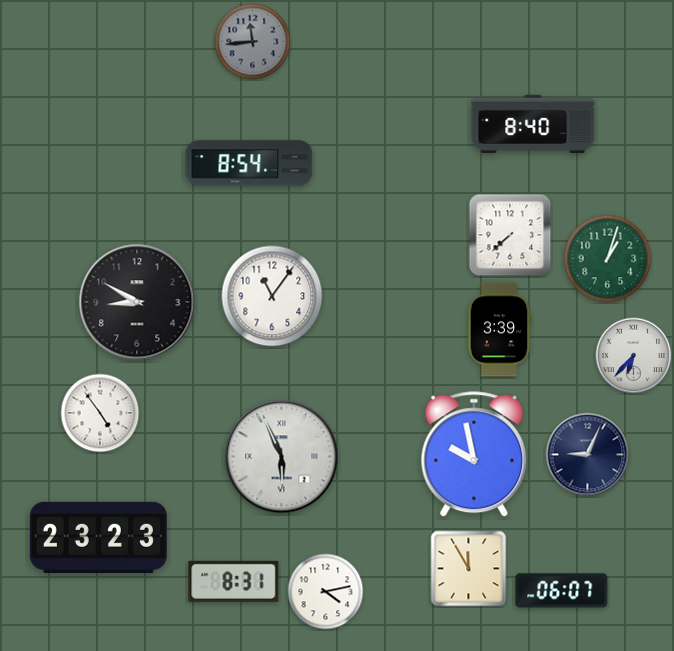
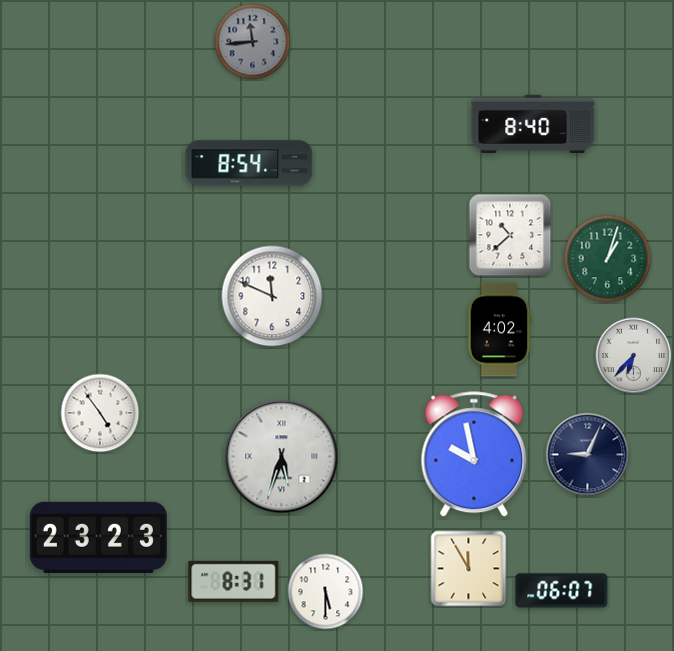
clock at (510, 235): 7:38 -> 10:38
clock at (272, 296): 11:06 -> 11:49
clock at (137, 302): 8:50 -> none
clock at (499, 330): 3:39 -> 4:02
clock at (282, 457): 5:56 -> 5:33
clock at (326, 592): 4:13 -> 5:30
